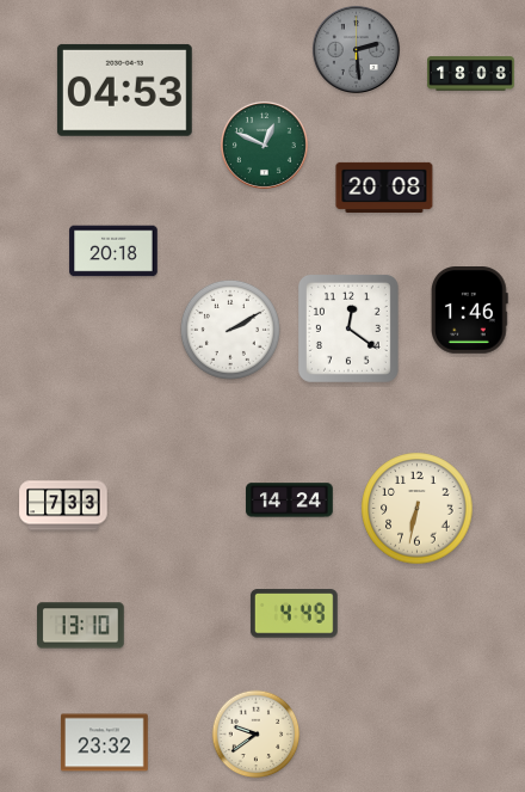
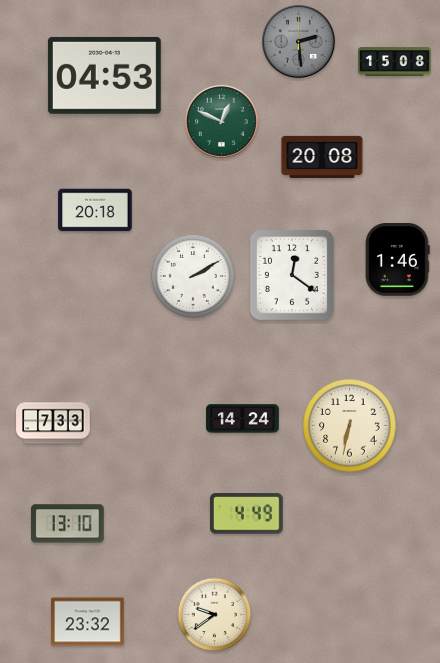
clock at (471, 74): 18:08 -> 15:08
clock at (470, 311) position: (470, 311) -> (398, 260)
